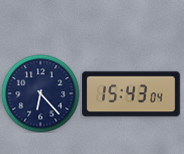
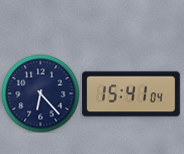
clock at (131, 94): 15:43 -> 15:41
